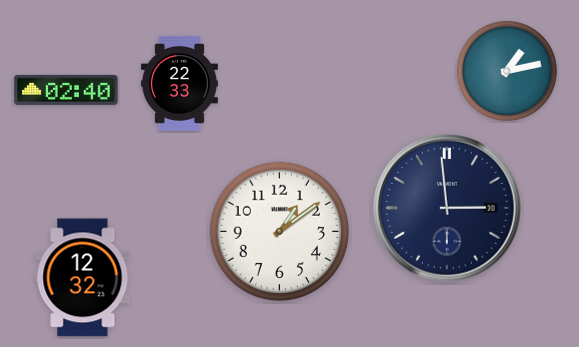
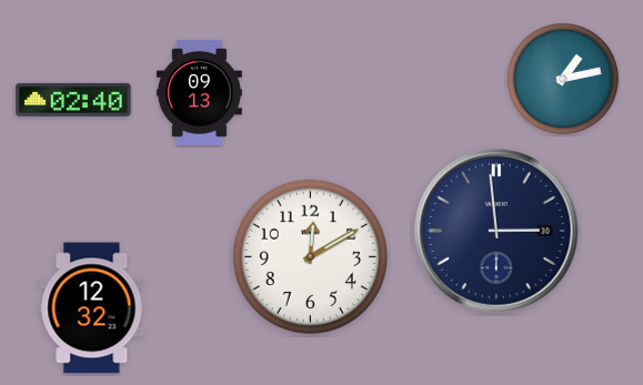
clock at (179, 83): 22:33 -> 09:13
clock at (279, 231): 1:09 -> 12:10
